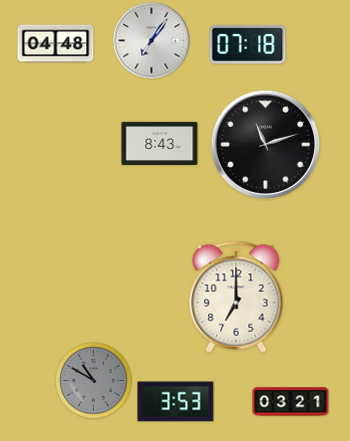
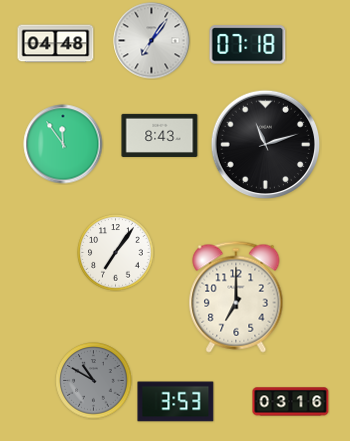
clock at (160, 143) position: (160, 143) -> (160, 135)
clock at (63, 144): none -> 11:54
clock at (116, 253): none -> 7:06
clock at (291, 402): 03:21 -> 03:16
